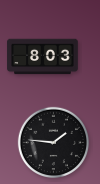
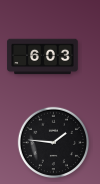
clock at (43, 57): 8:03 -> 6:03
